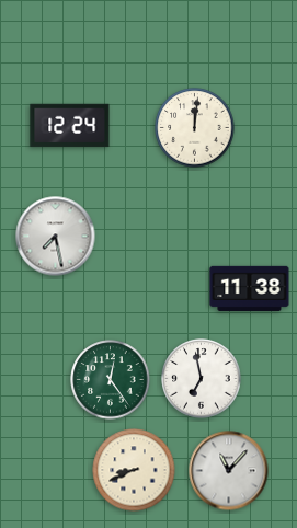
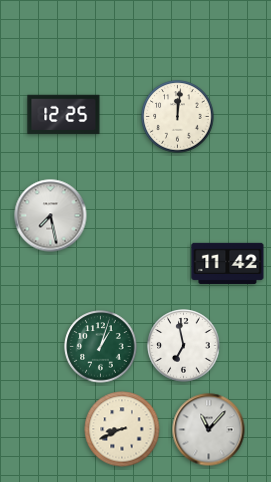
clock at (70, 126): 12:24 -> 12:25
clock at (250, 288): 11:38 -> 11:42
clock at (111, 380): 12:24 -> 1:03
